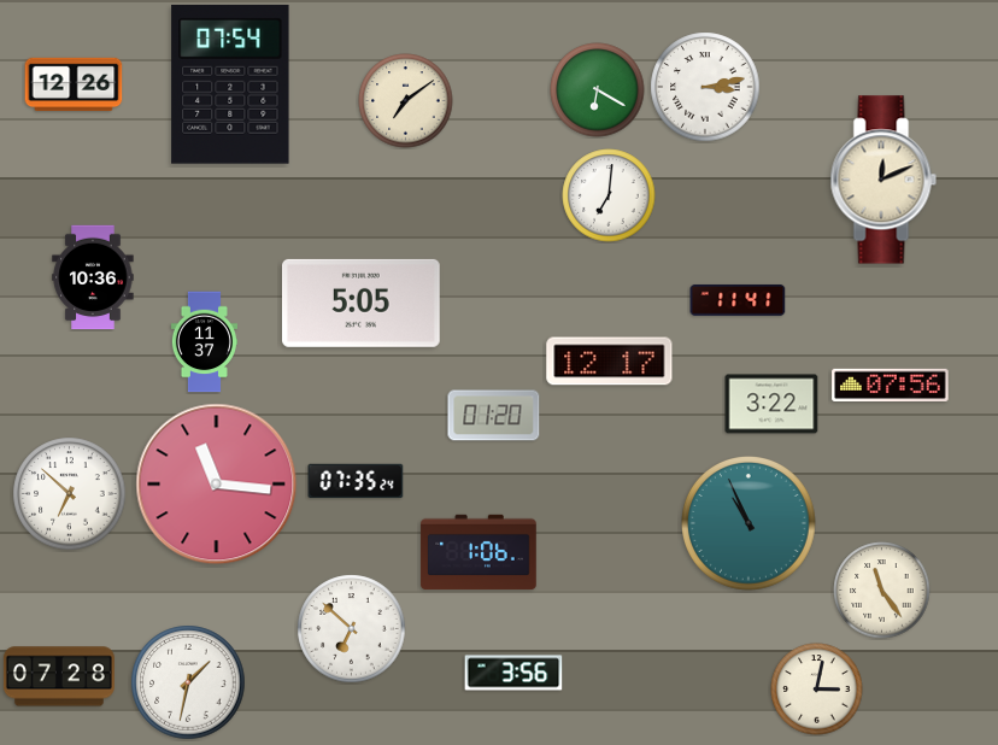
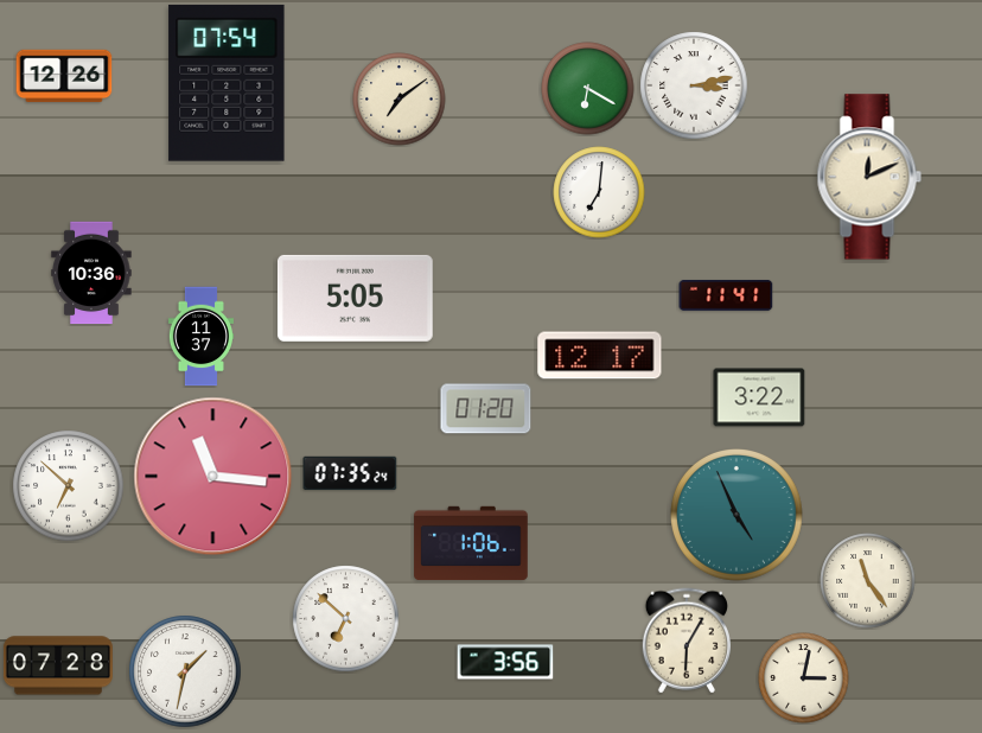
clock at (74, 84) position: (74, 84) -> (64, 76)
clock at (891, 385): 07:56 -> none
clock at (750, 524): 10:56 -> 4:56
clock at (687, 640): none -> 6:05
